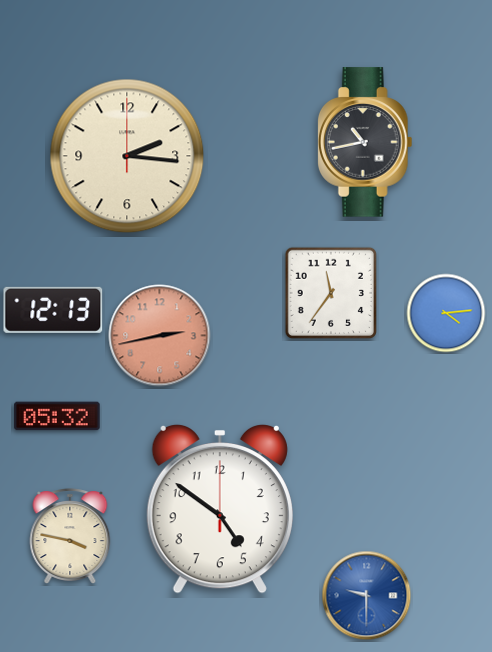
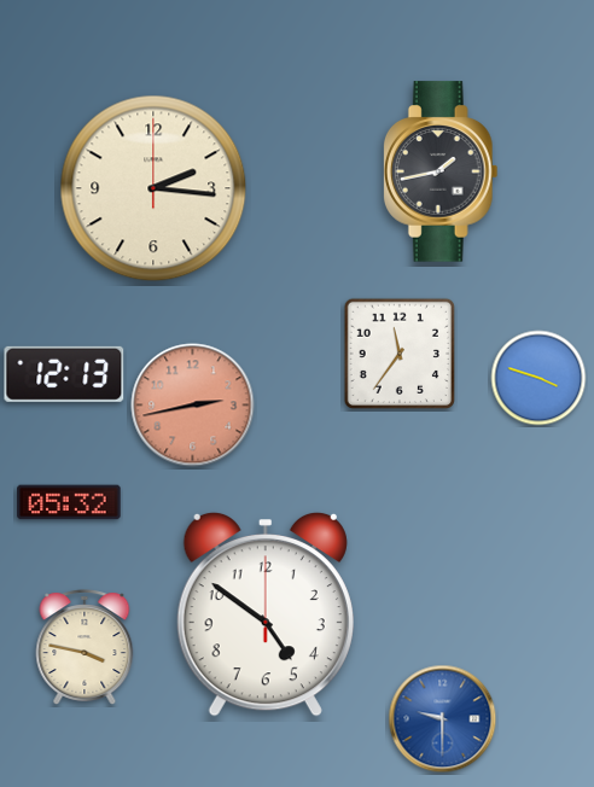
clock at (365, 142): 10:43 -> 1:43
clock at (446, 313): 4:14 -> 3:48
